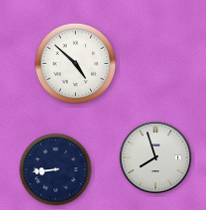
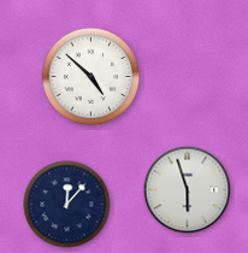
clock at (156, 158): 7:57 -> 5:57
clock at (56, 170): 8:44 -> 12:07
